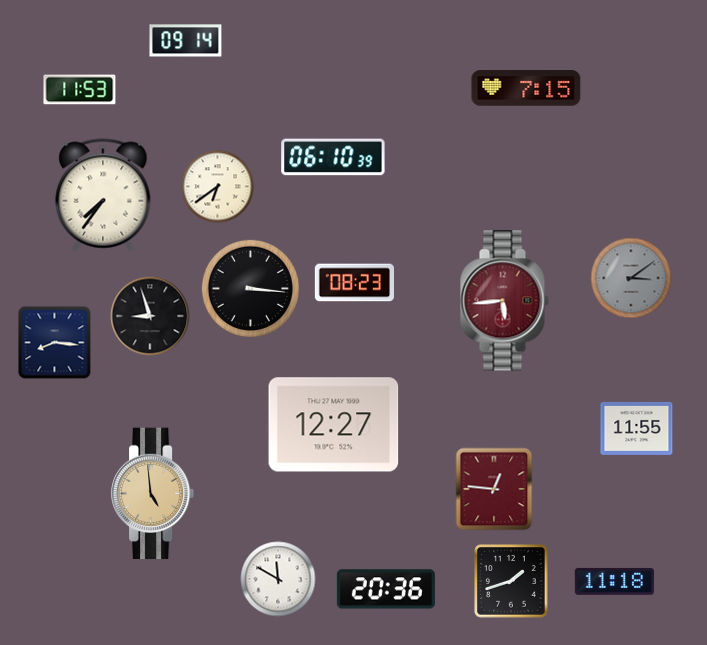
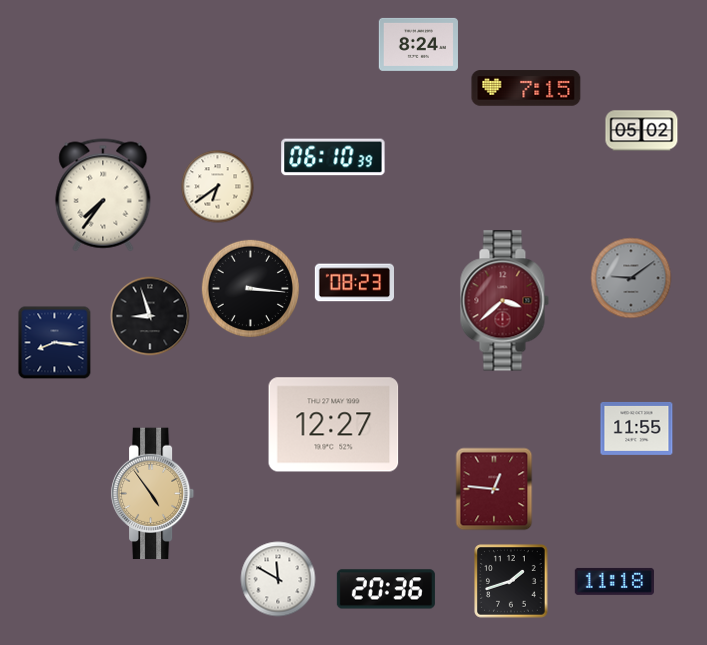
clock at (186, 41): 09:14 -> none
clock at (418, 44): none -> 8:24
clock at (80, 90): 11:53 -> none
clock at (642, 131): none -> 05:02
clock at (631, 278): 3:09 -> 9:09
clock at (504, 301): 5:44 -> 3:38
clock at (153, 494): 4:59 -> 4:54
